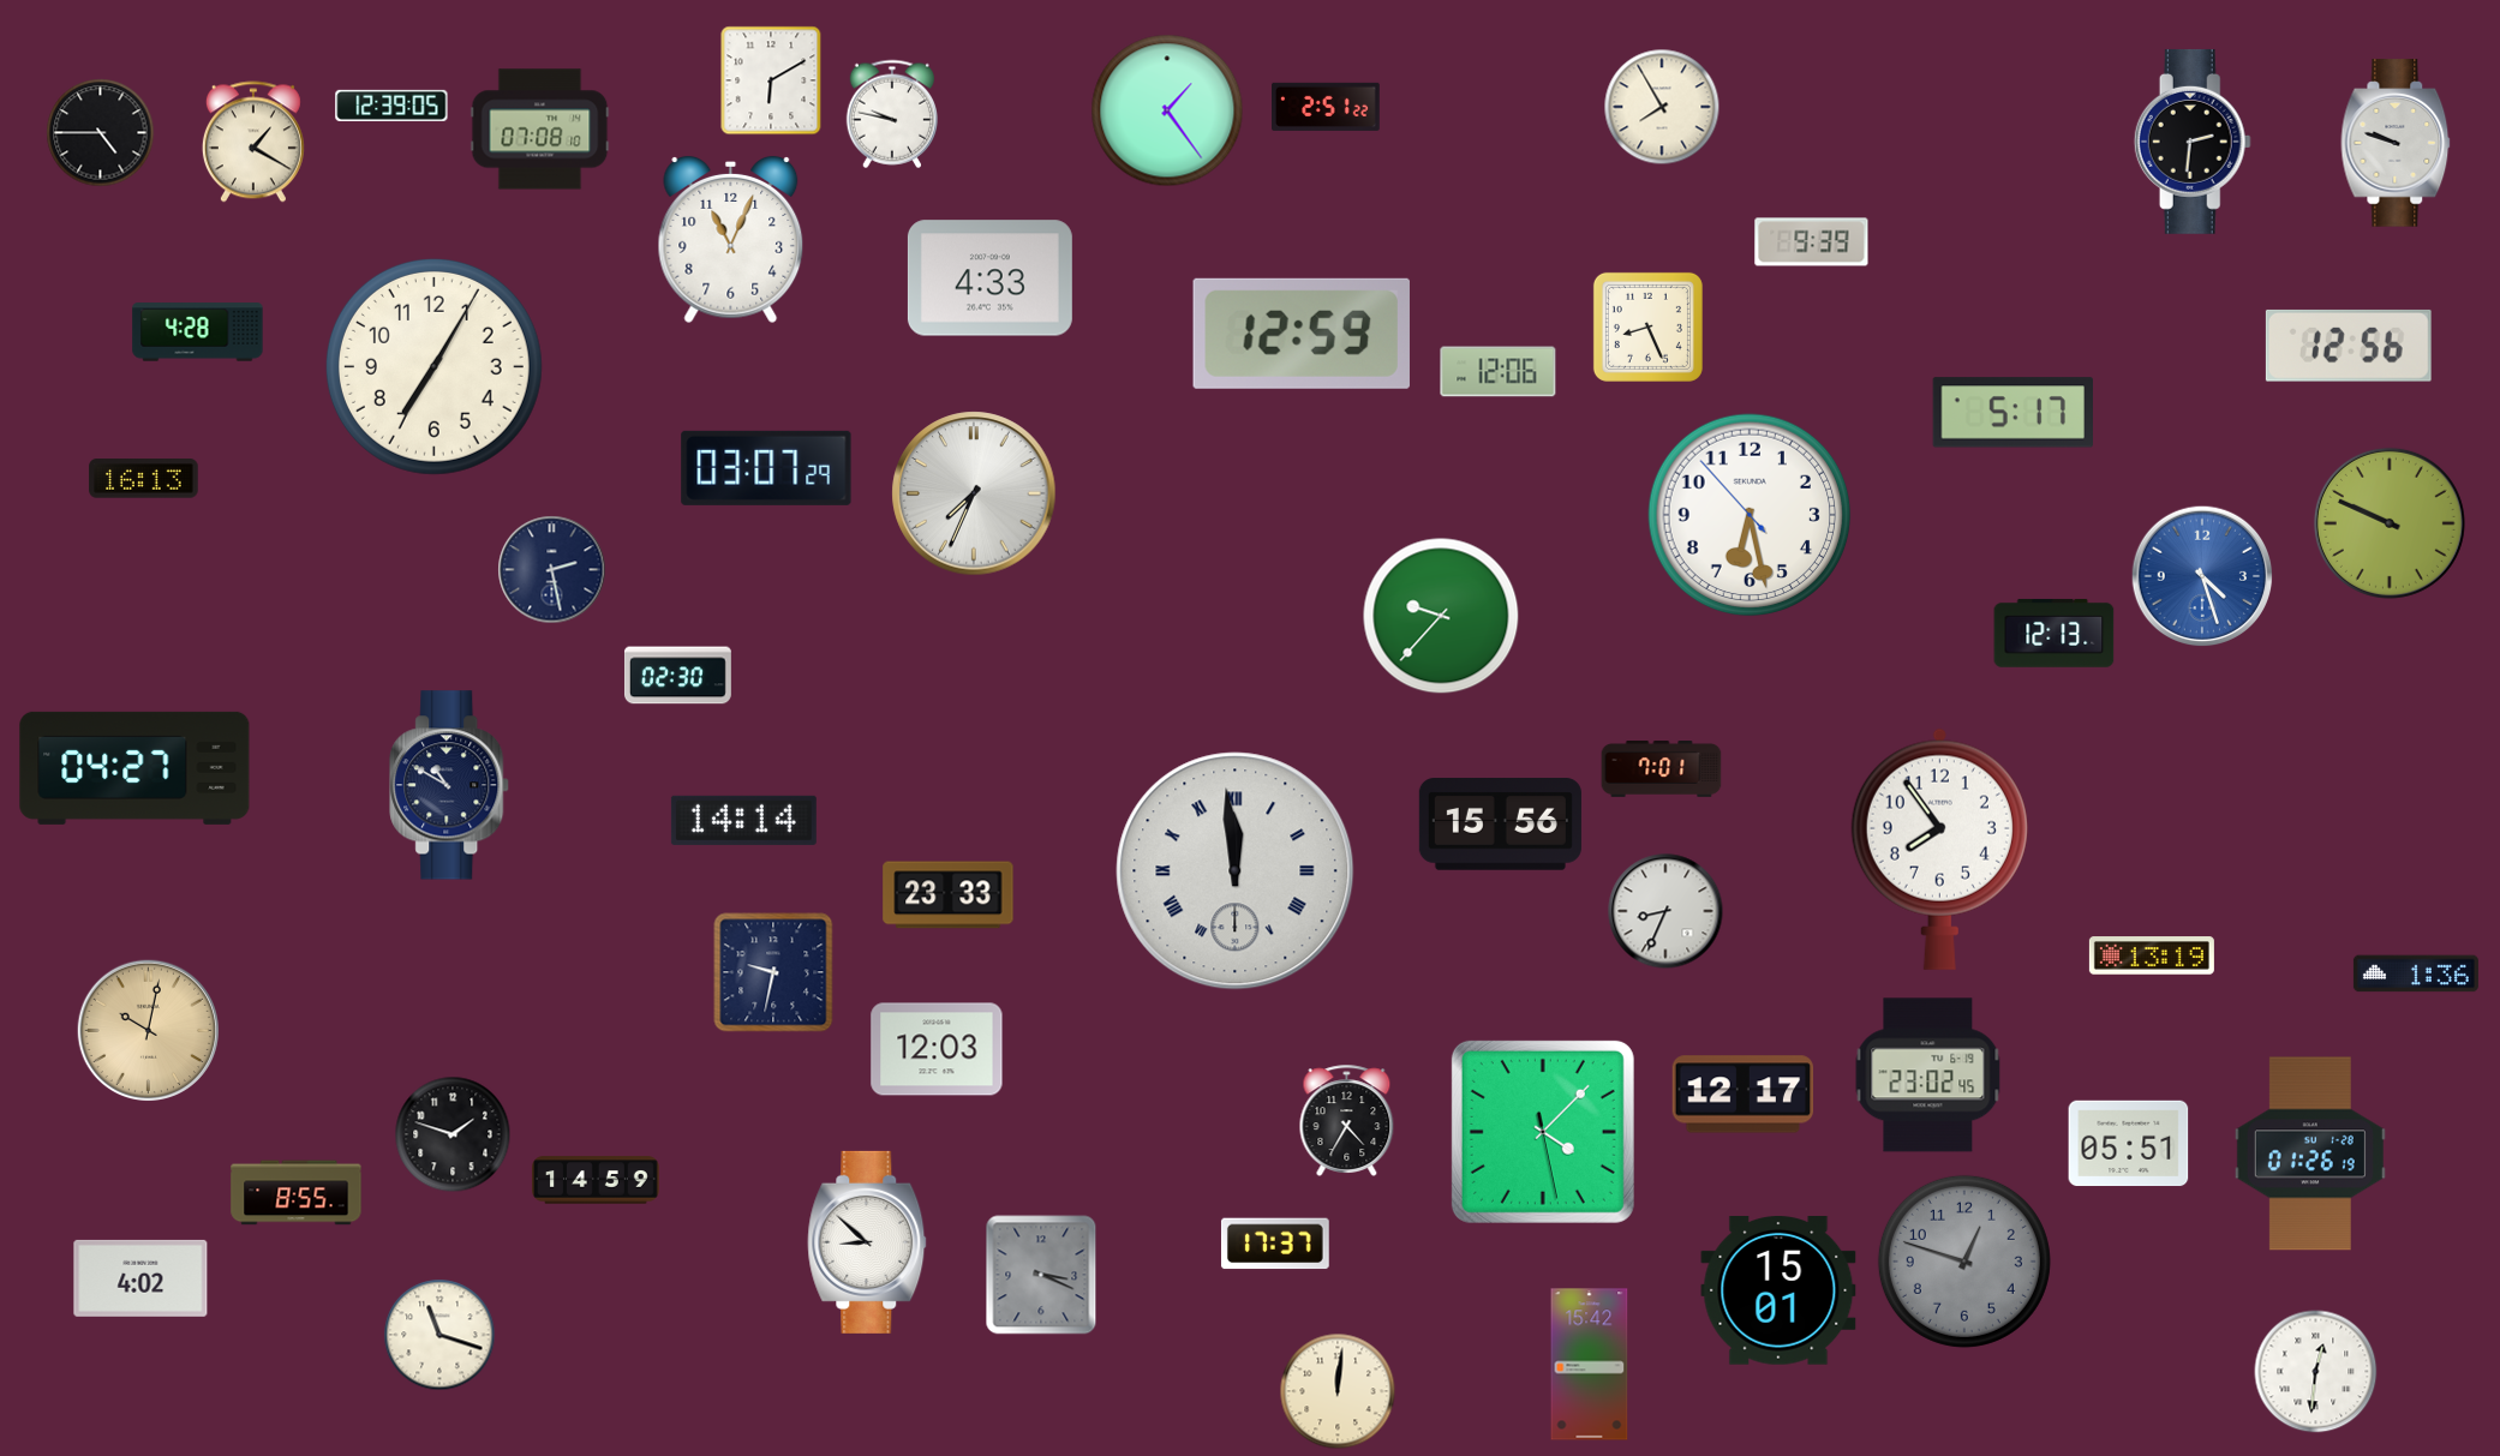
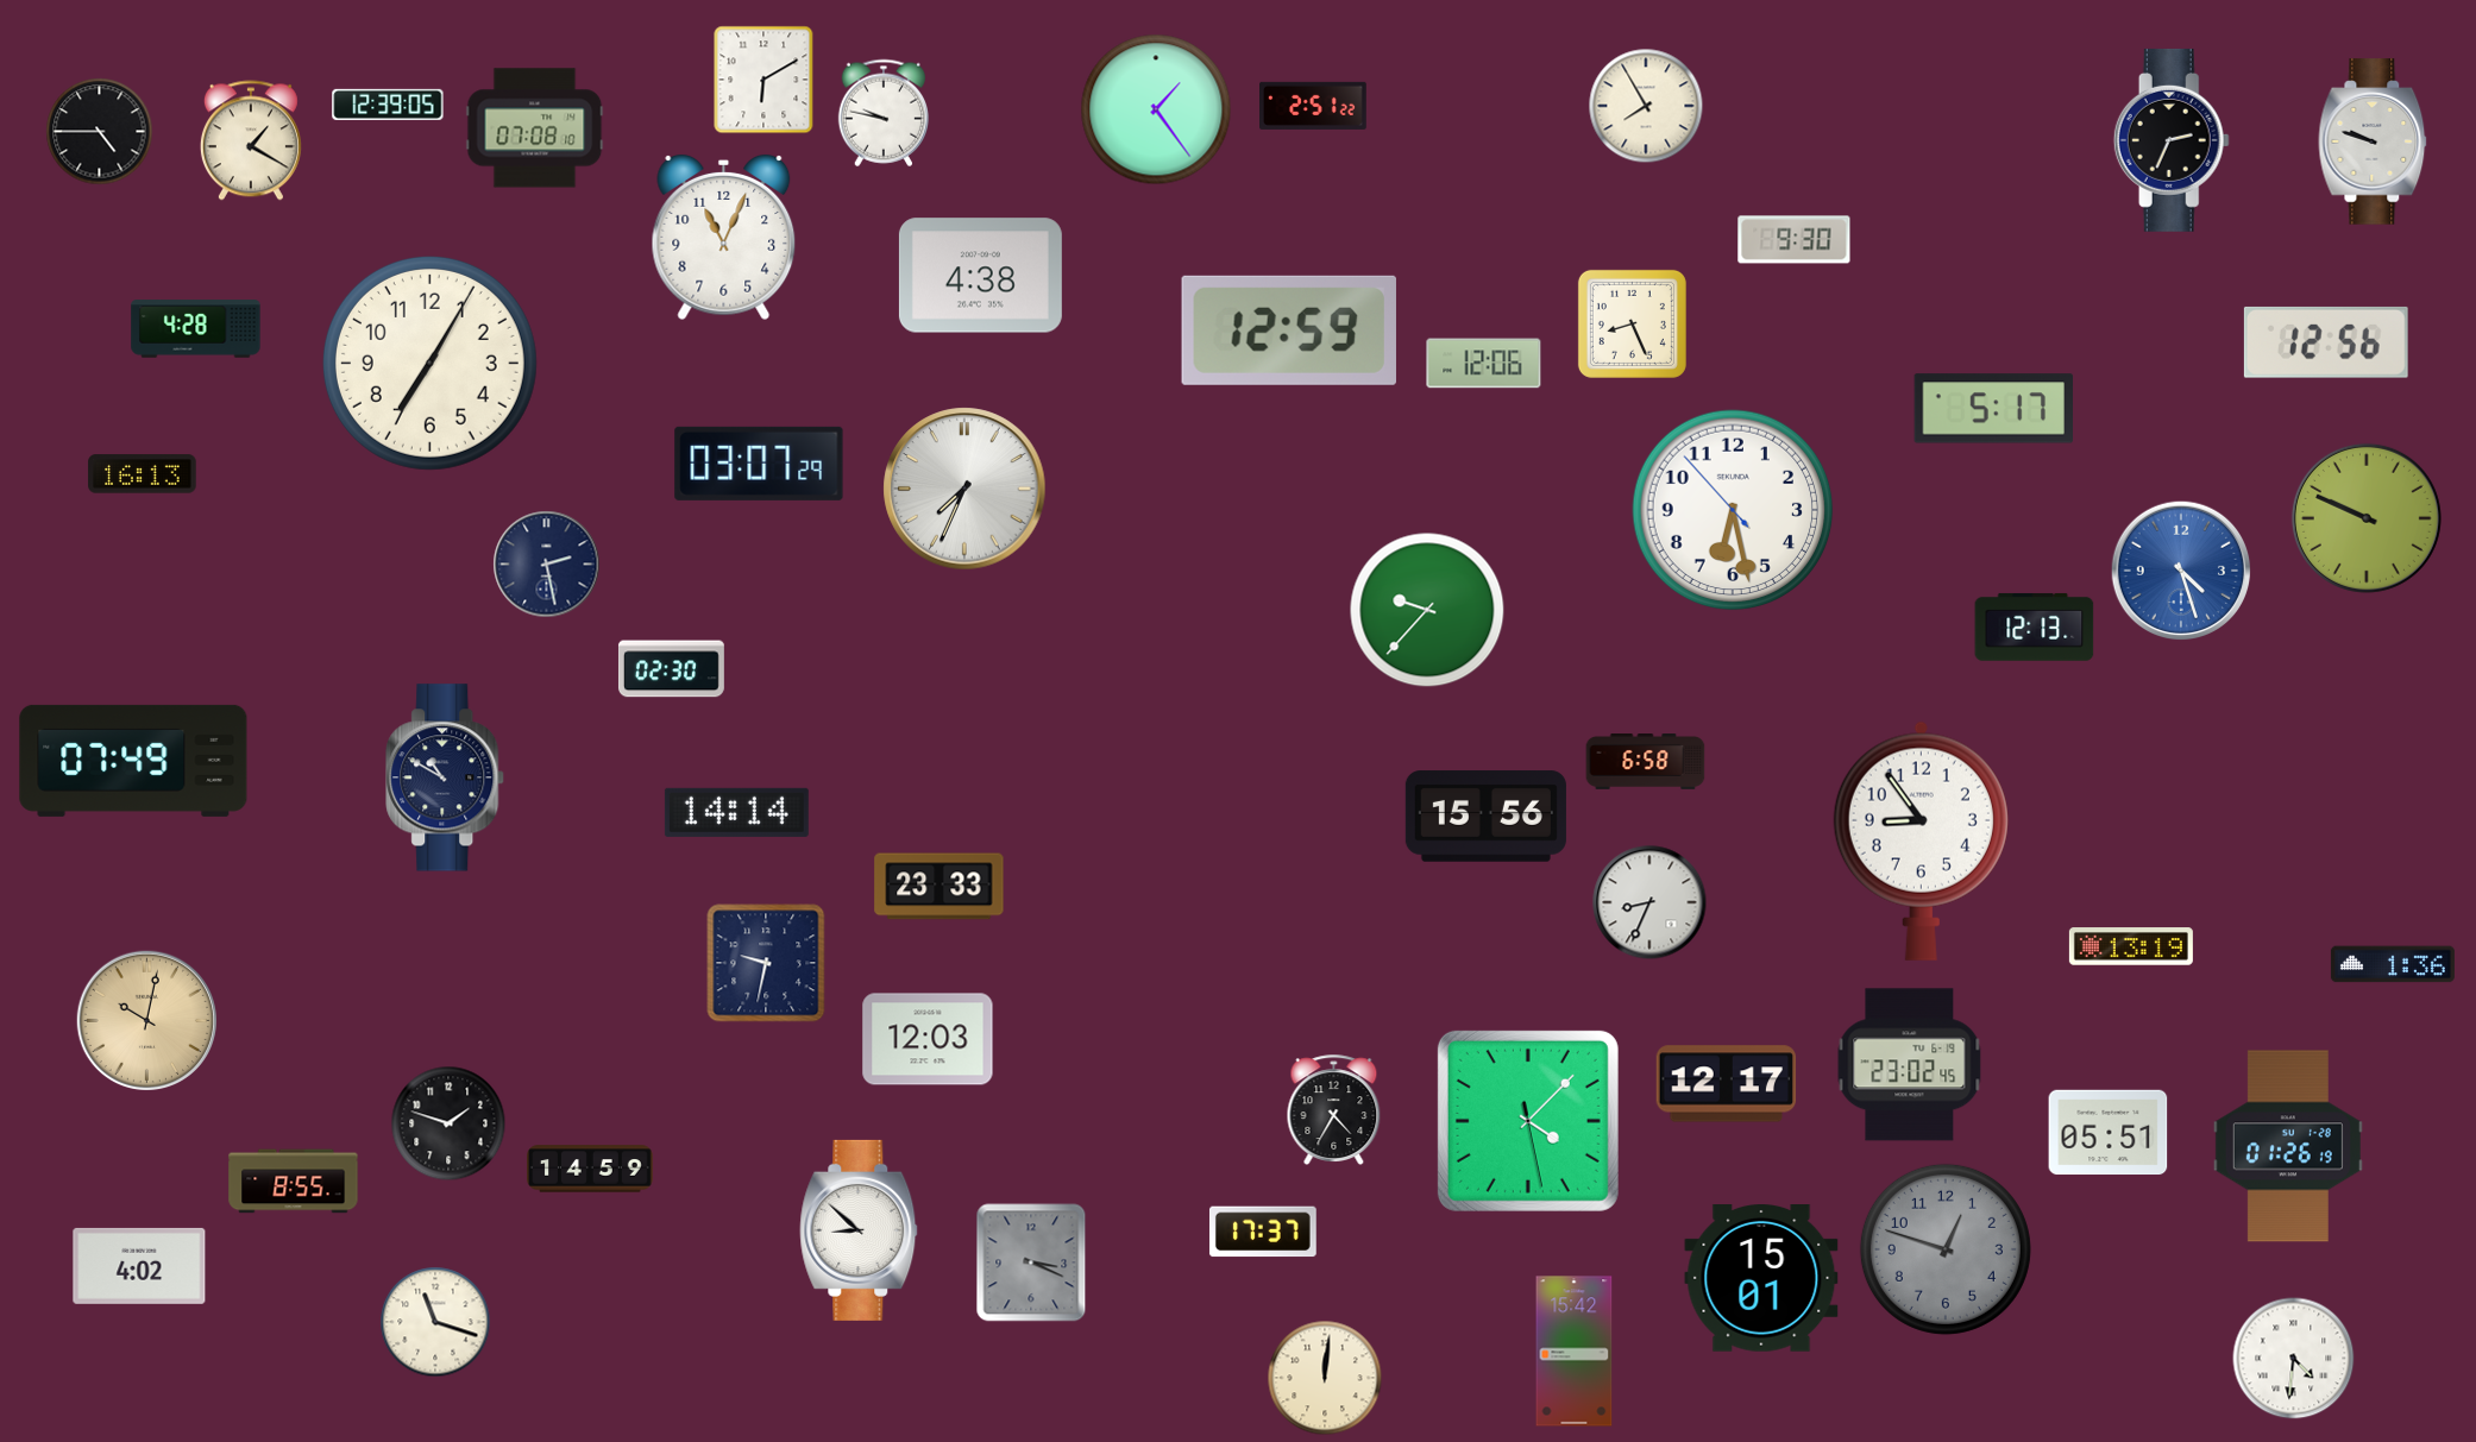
clock at (2193, 142): 2:31 -> 2:34
clock at (1812, 242): 9:39 -> 9:30
clock at (989, 278): 4:33 -> 4:38
clock at (1499, 372) position: (1499, 372) -> (1484, 364)
clock at (134, 768): 04:27 -> 07:49
clock at (1662, 769): 7:01 -> 6:58
clock at (1939, 849): 7:54 -> 8:54
clock at (1236, 871): 11:59 -> none
clock at (2310, 1154) position: (2310, 1154) -> (2288, 1146)
clock at (2316, 1372): 12:31 -> 4:31
